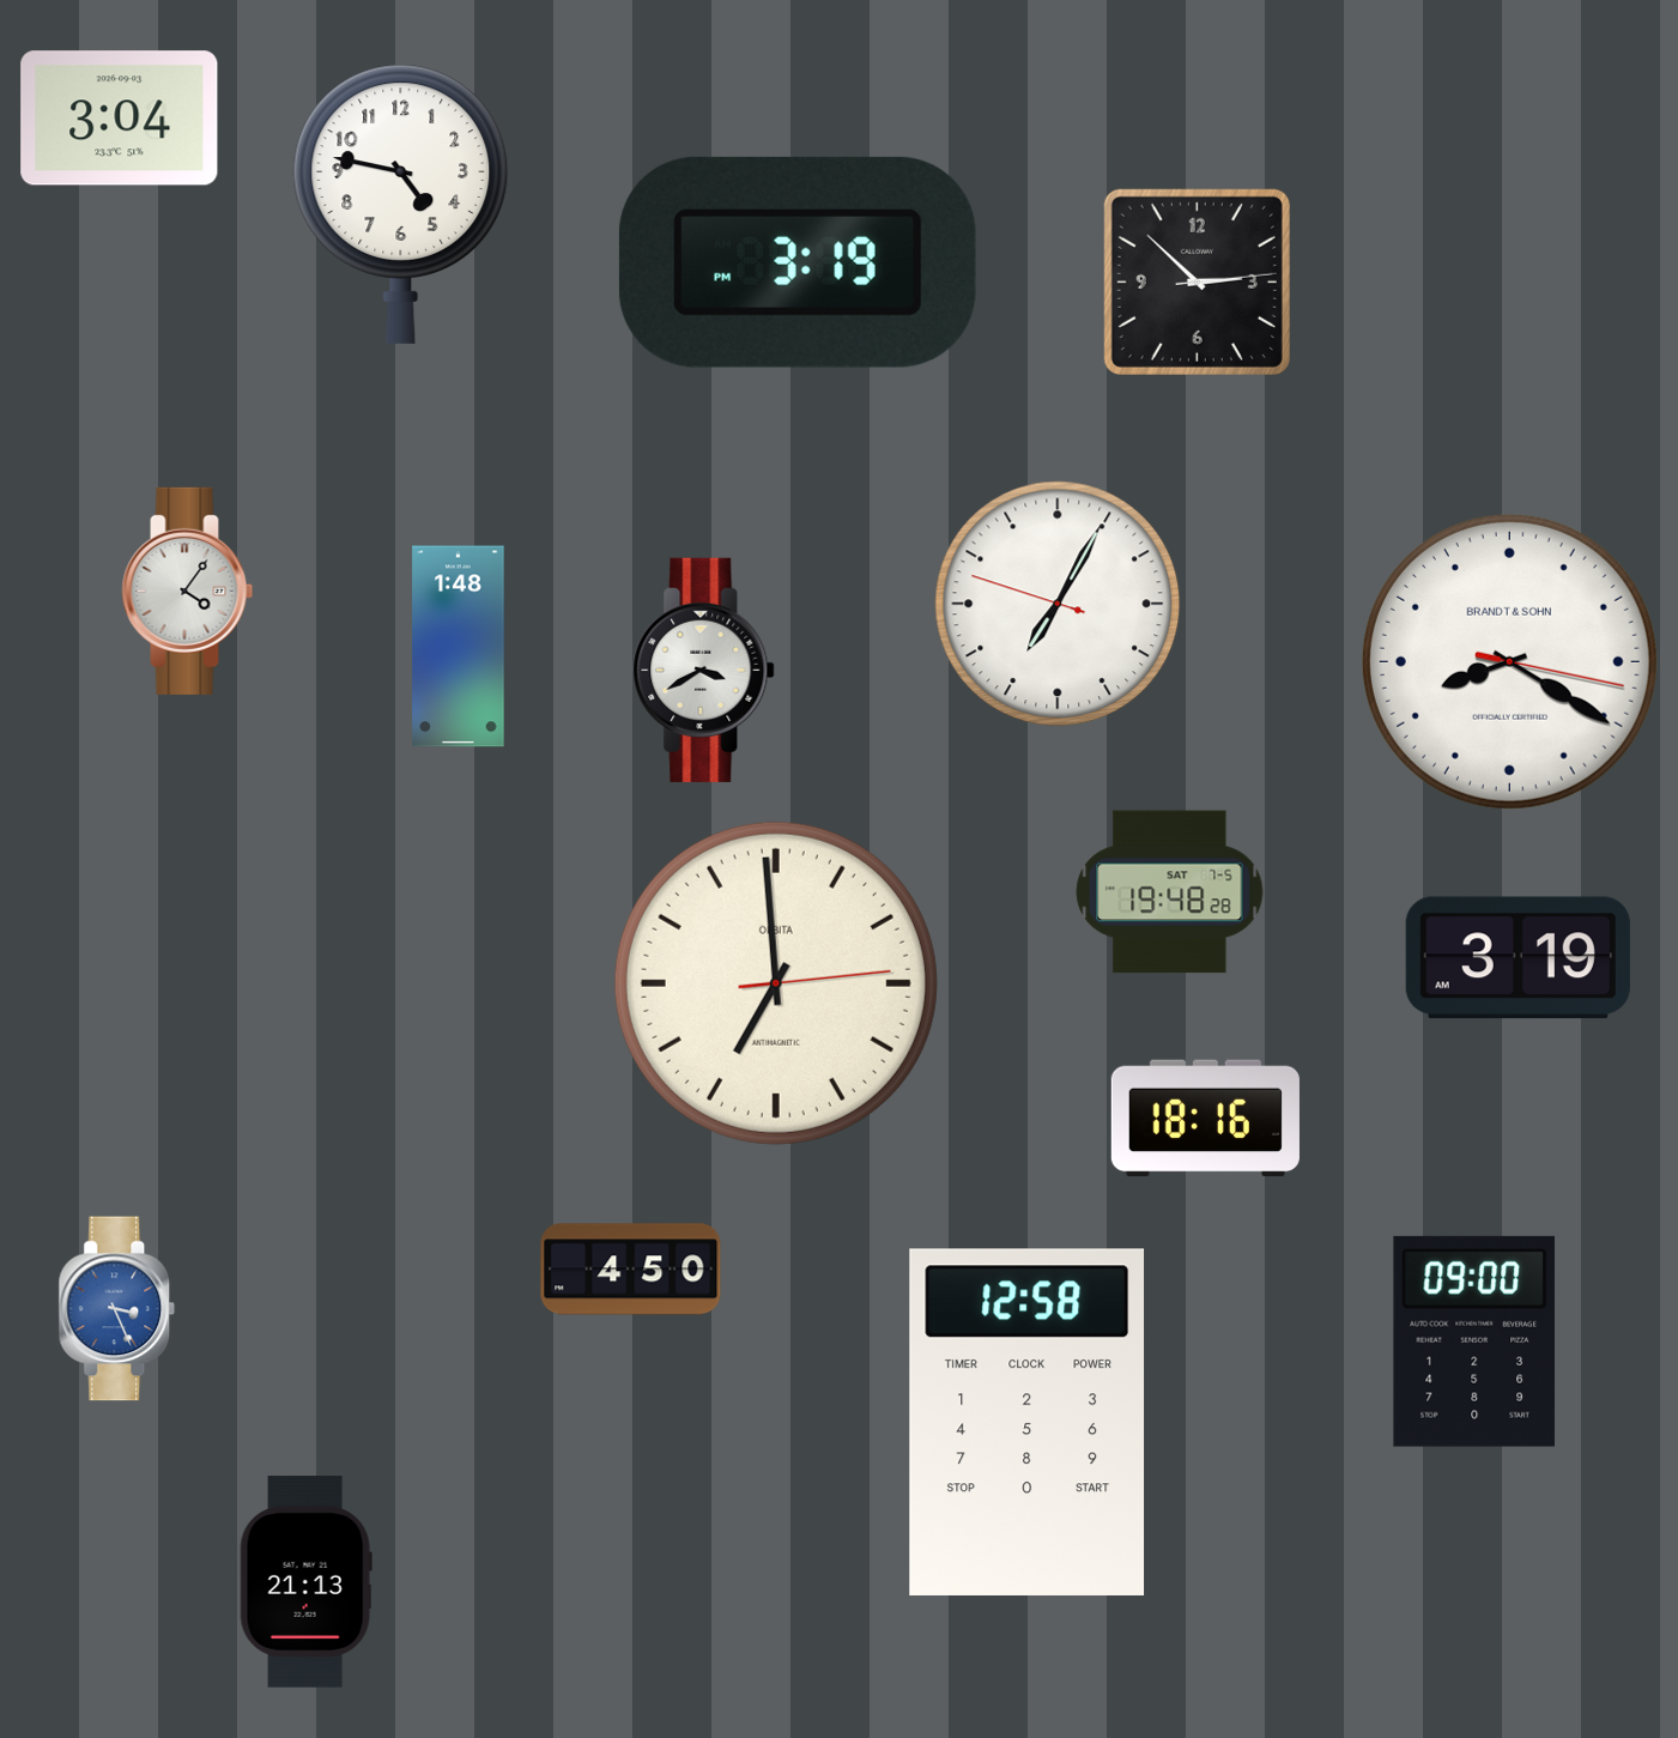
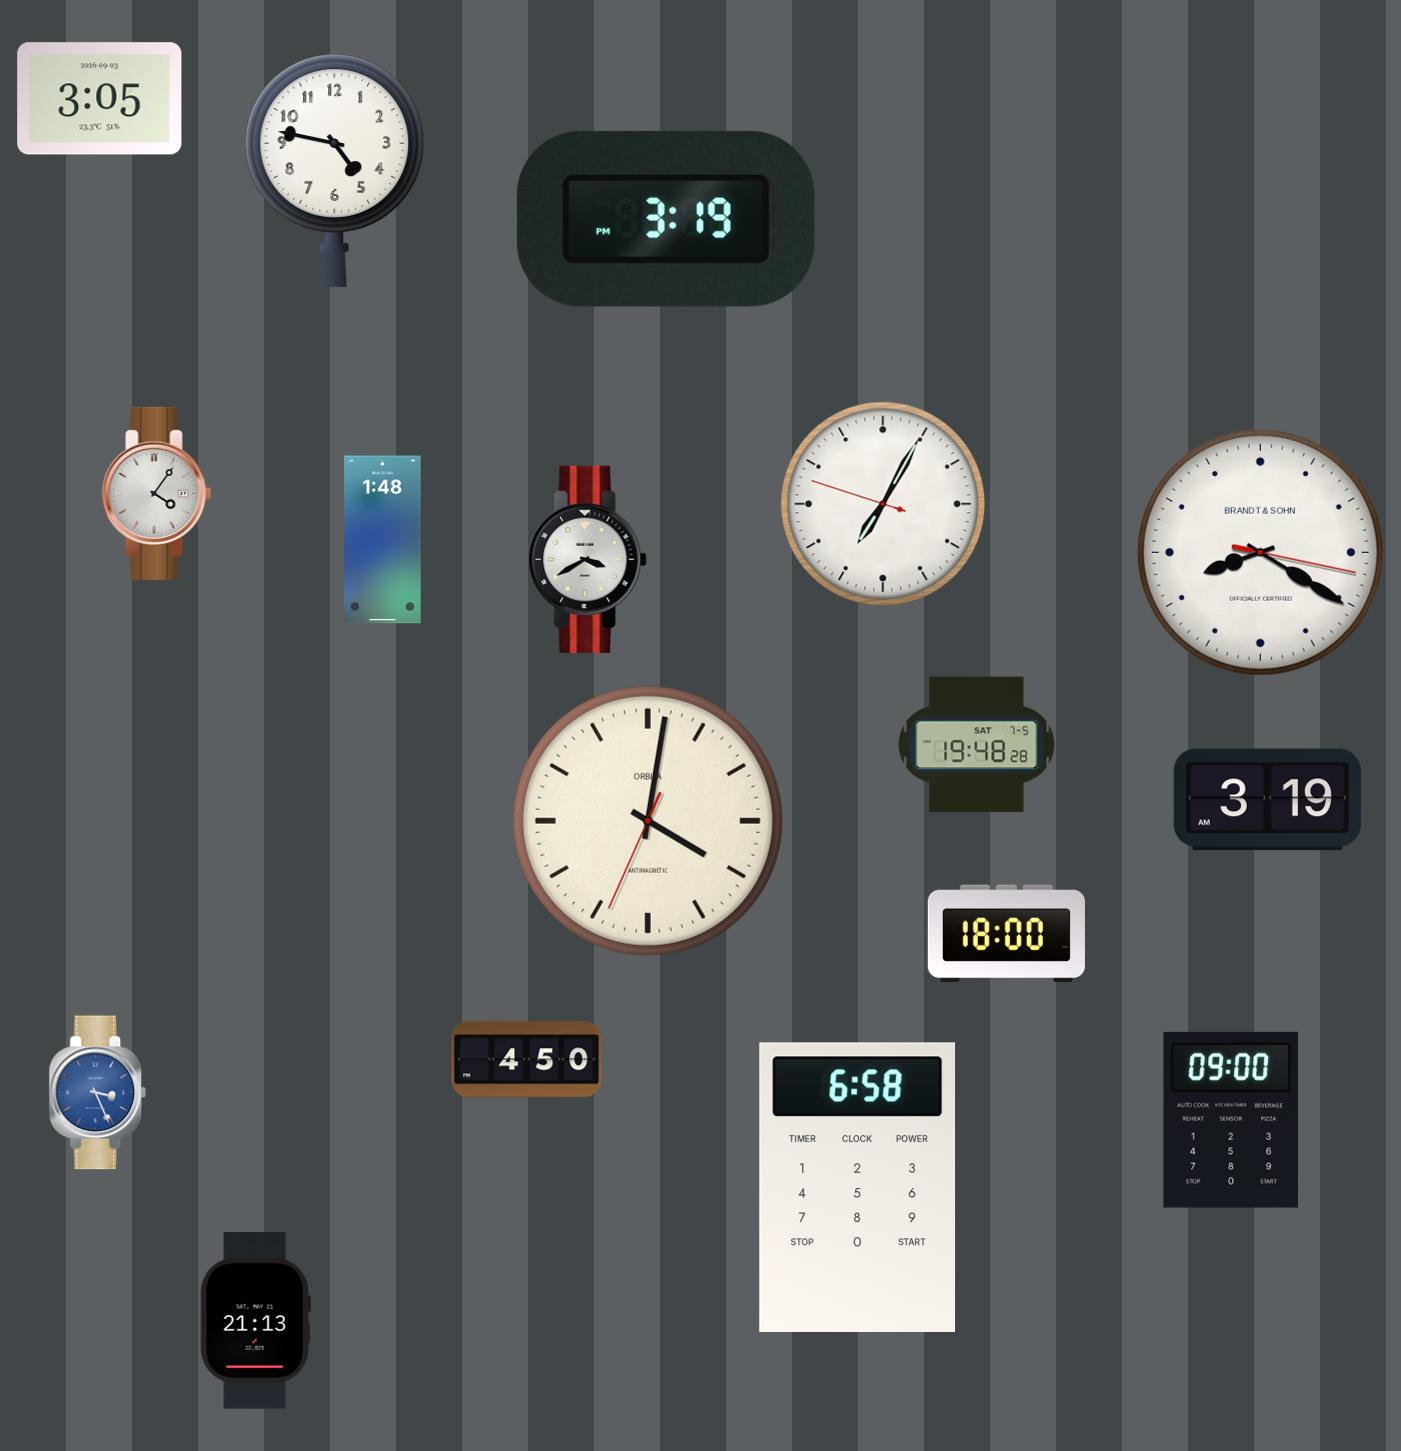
clock at (120, 119): 3:04 -> 3:05
clock at (1197, 281): 2:52 -> none
clock at (776, 983): 6:59 -> 4:01
clock at (1205, 1119): 18:16 -> 18:00
clock at (1028, 1422): 12:58 -> 6:58
